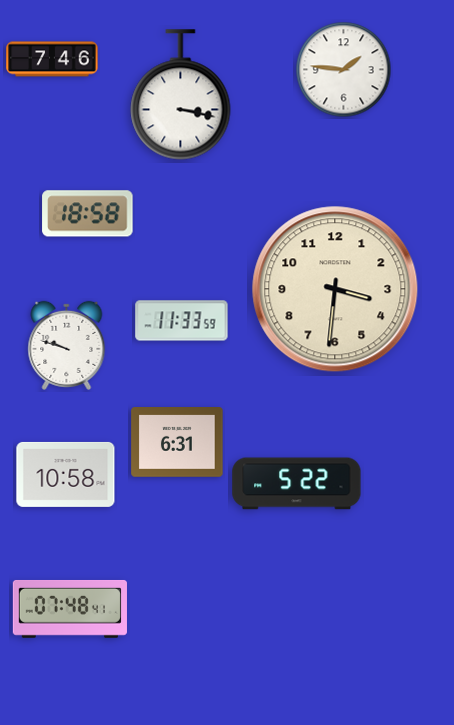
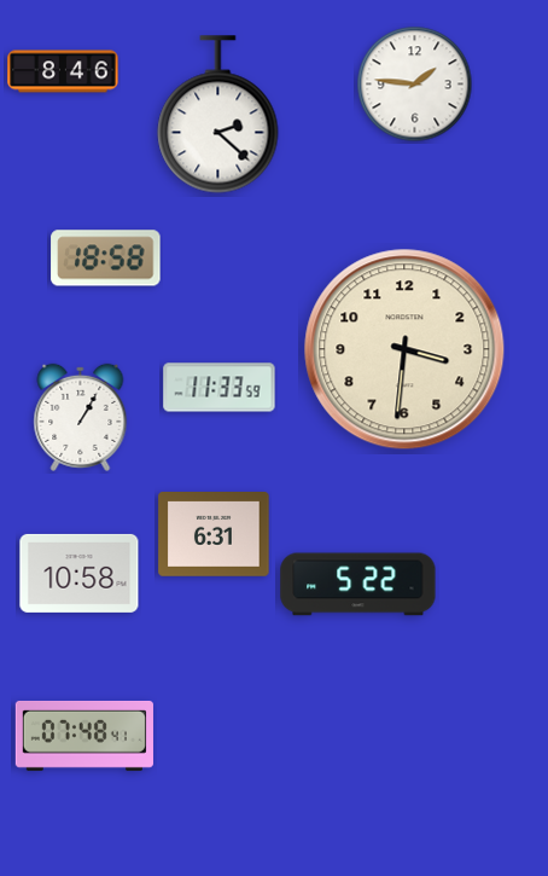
clock at (52, 59): 7:46 -> 8:46
clock at (181, 95): 3:17 -> 2:22
clock at (67, 345): 9:48 -> 1:05
